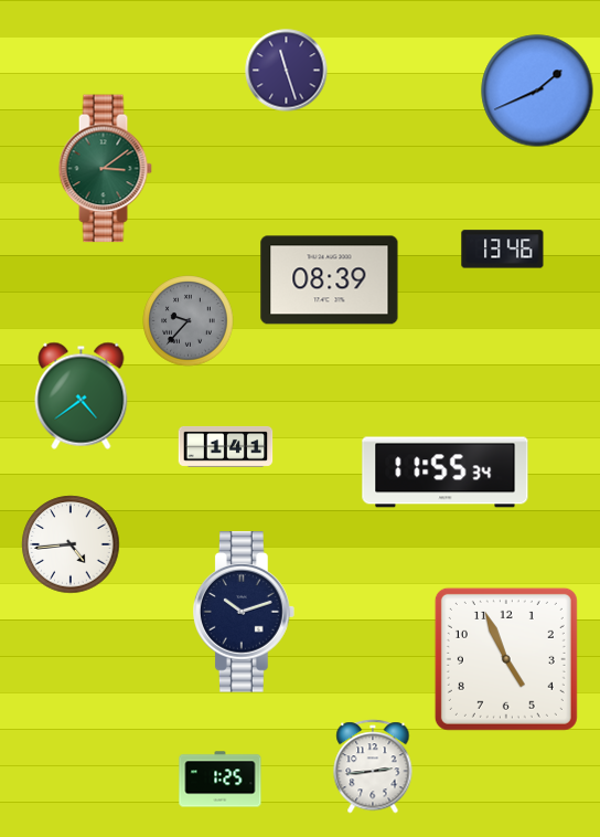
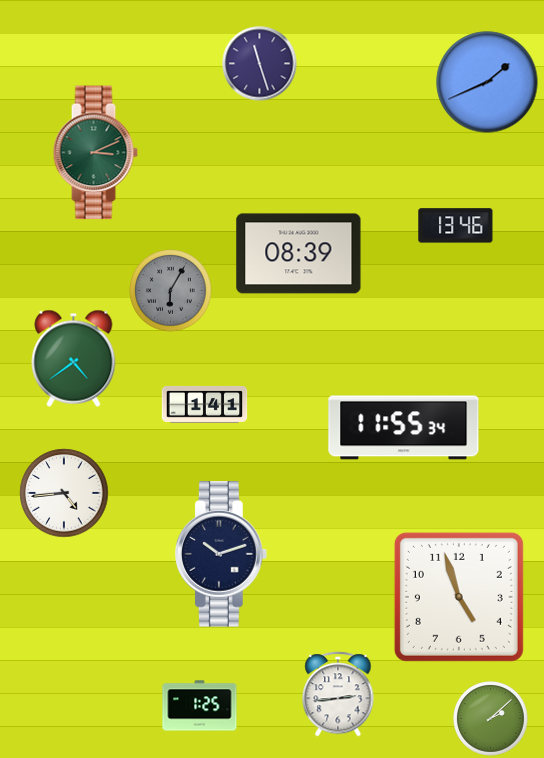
clock at (105, 169): 3:09 -> 3:11
clock at (189, 321): 9:37 -> 6:05
clock at (506, 659): 4:56 -> 4:57
clock at (491, 719): none -> 2:08
